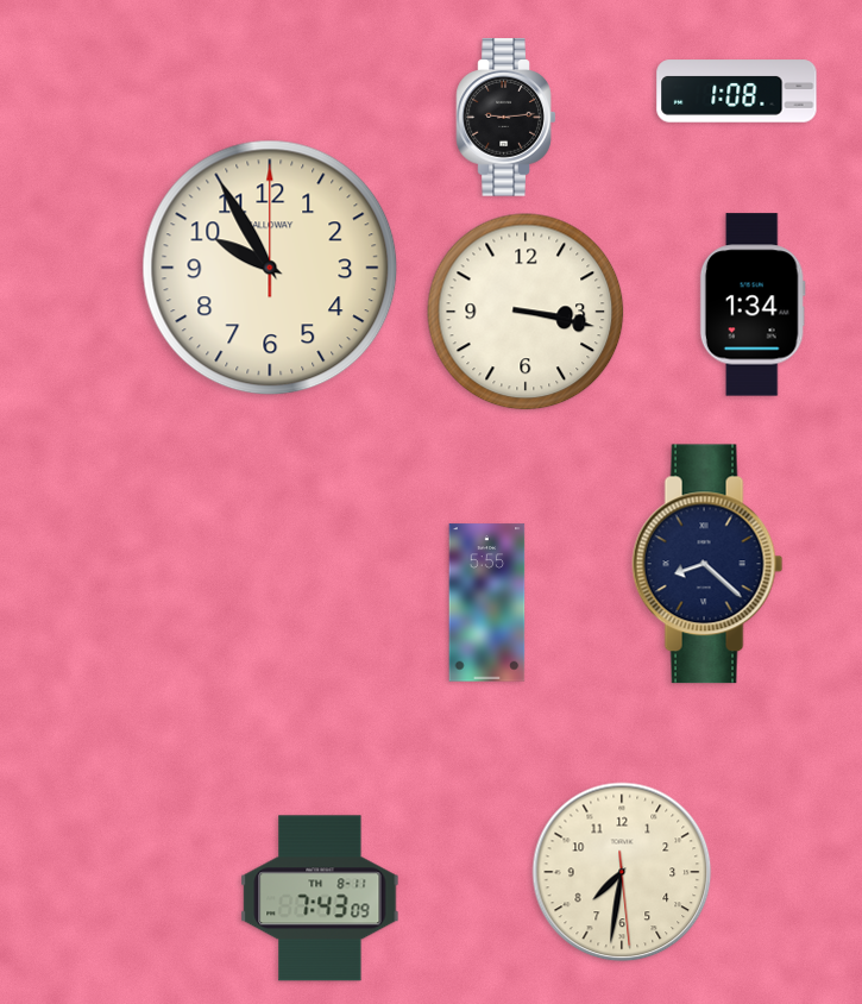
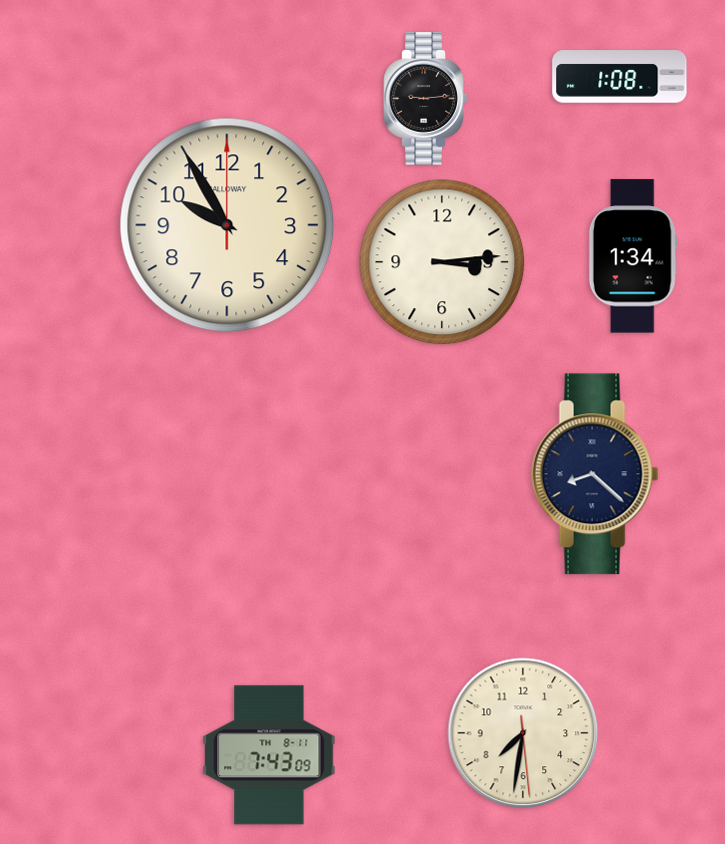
clock at (526, 312): 3:17 -> 3:14
clock at (487, 603): 5:55 -> none
